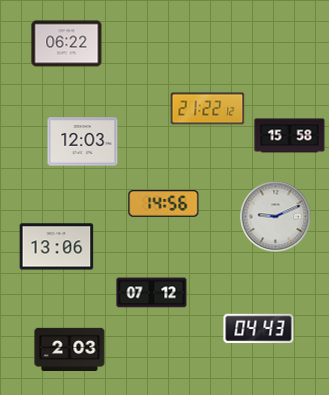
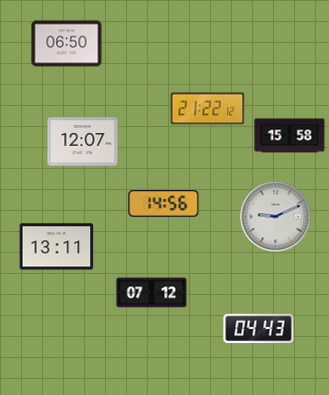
clock at (67, 44): 06:22 -> 06:50
clock at (83, 142): 12:03 -> 12:07
clock at (57, 247): 13:06 -> 13:11
clock at (70, 349): 2:03 -> none
